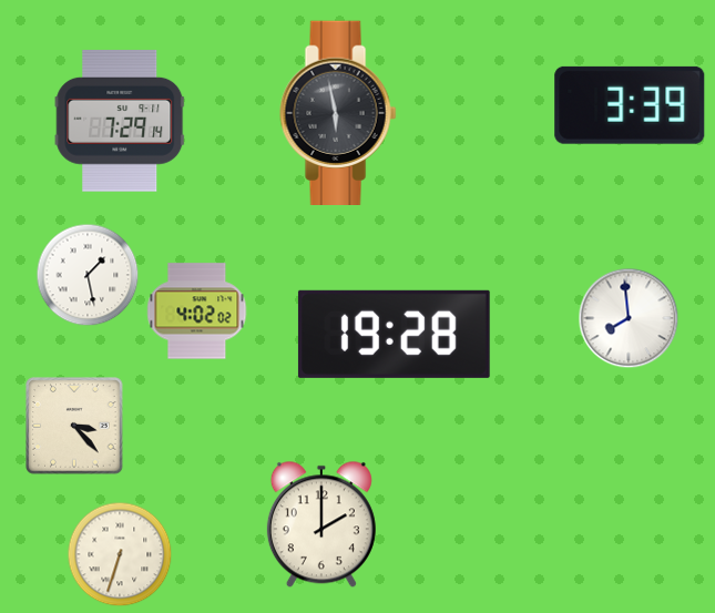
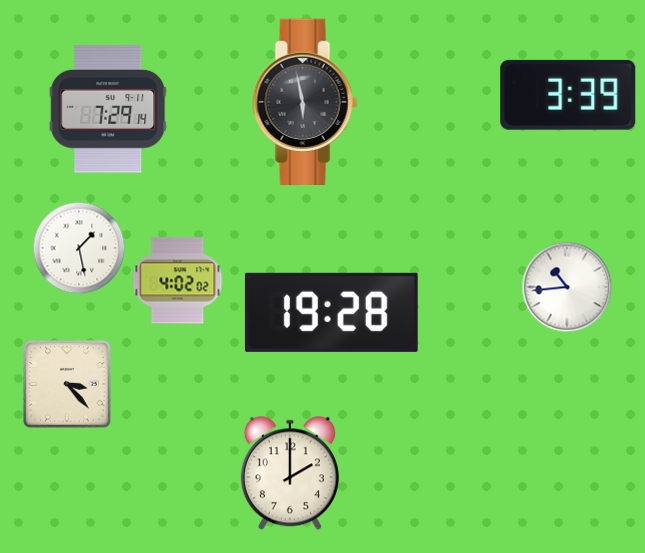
clock at (629, 318): 7:59 -> 10:44
clock at (394, 334) position: (394, 334) -> (331, 312)
clock at (120, 554): 6:33 -> none
